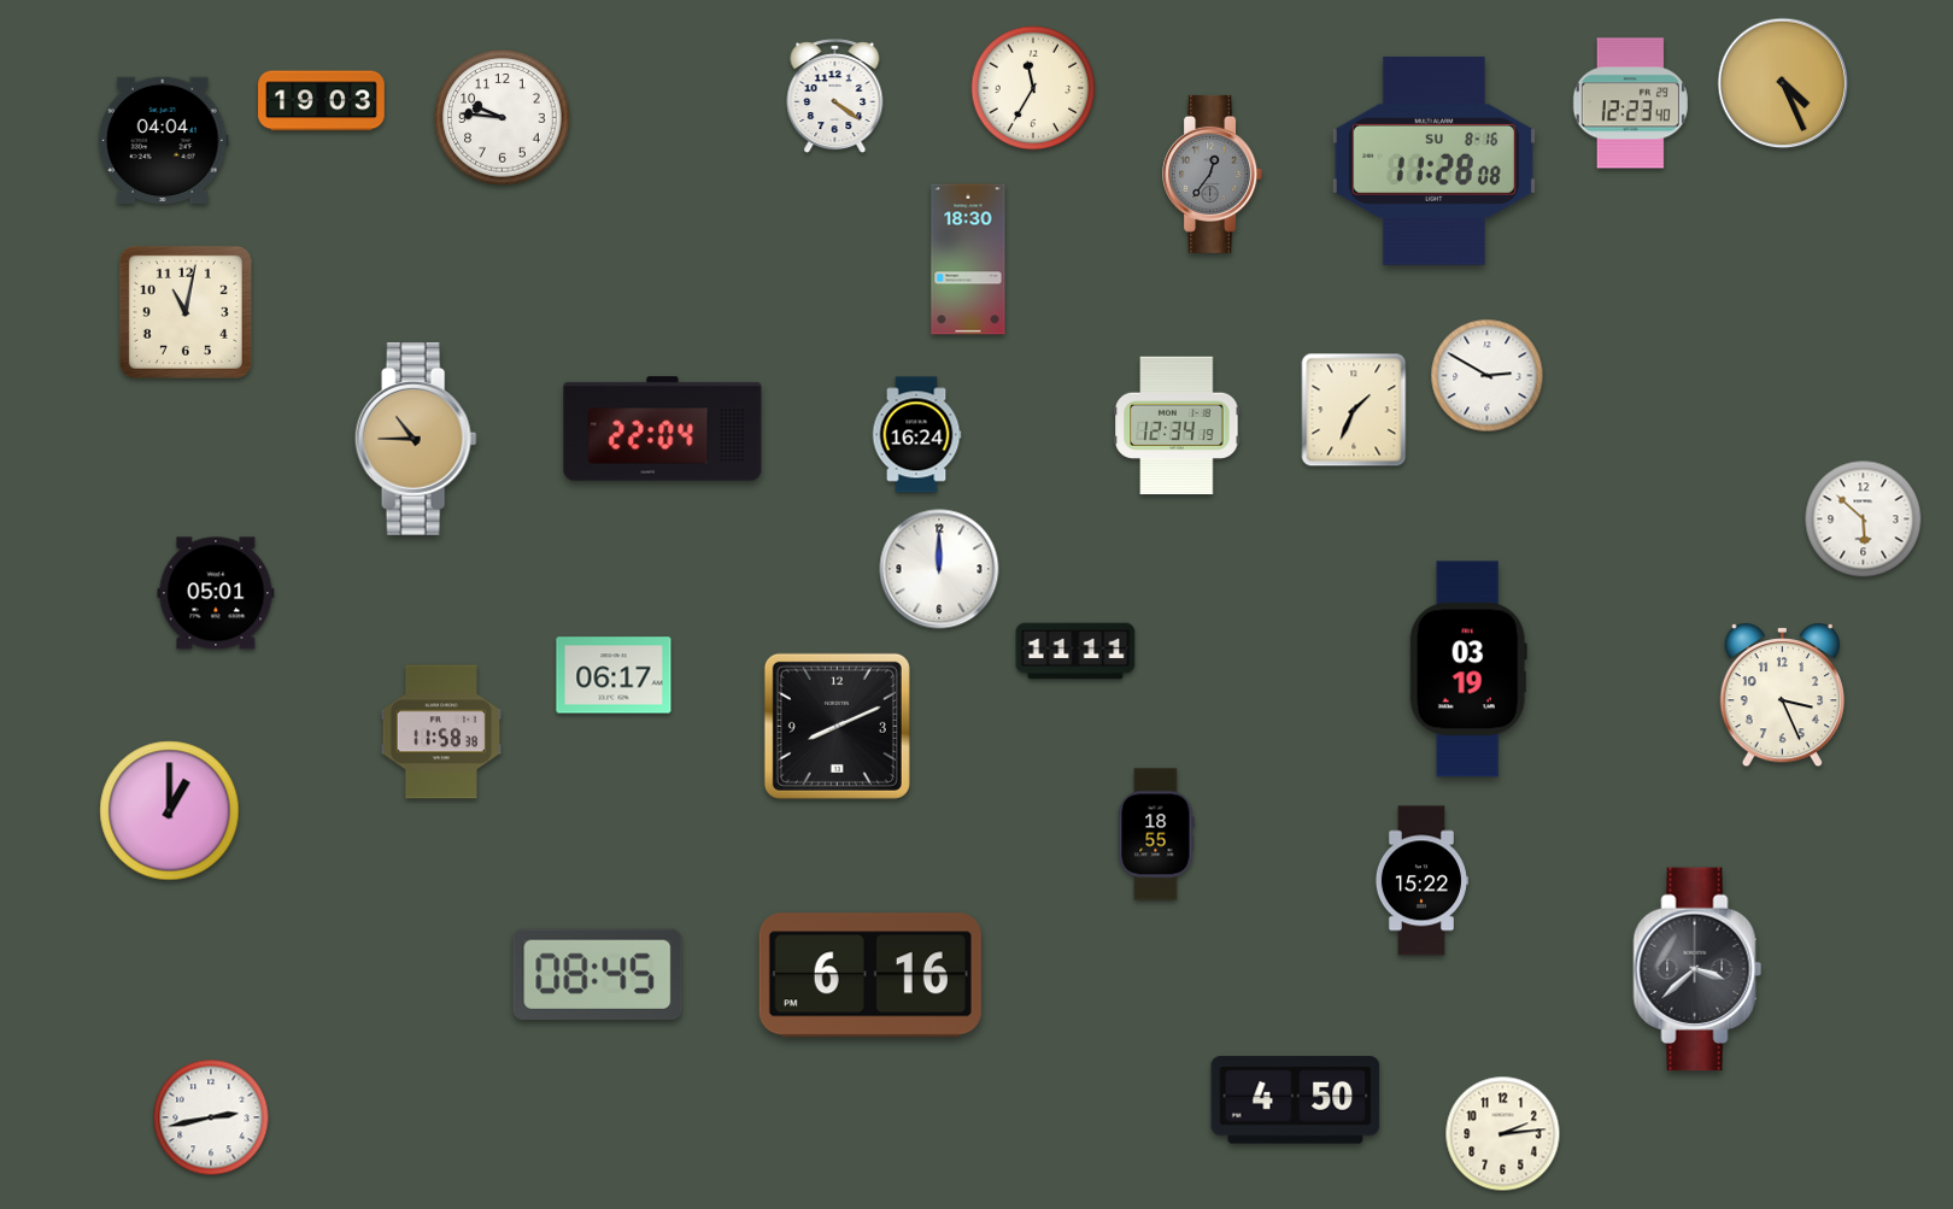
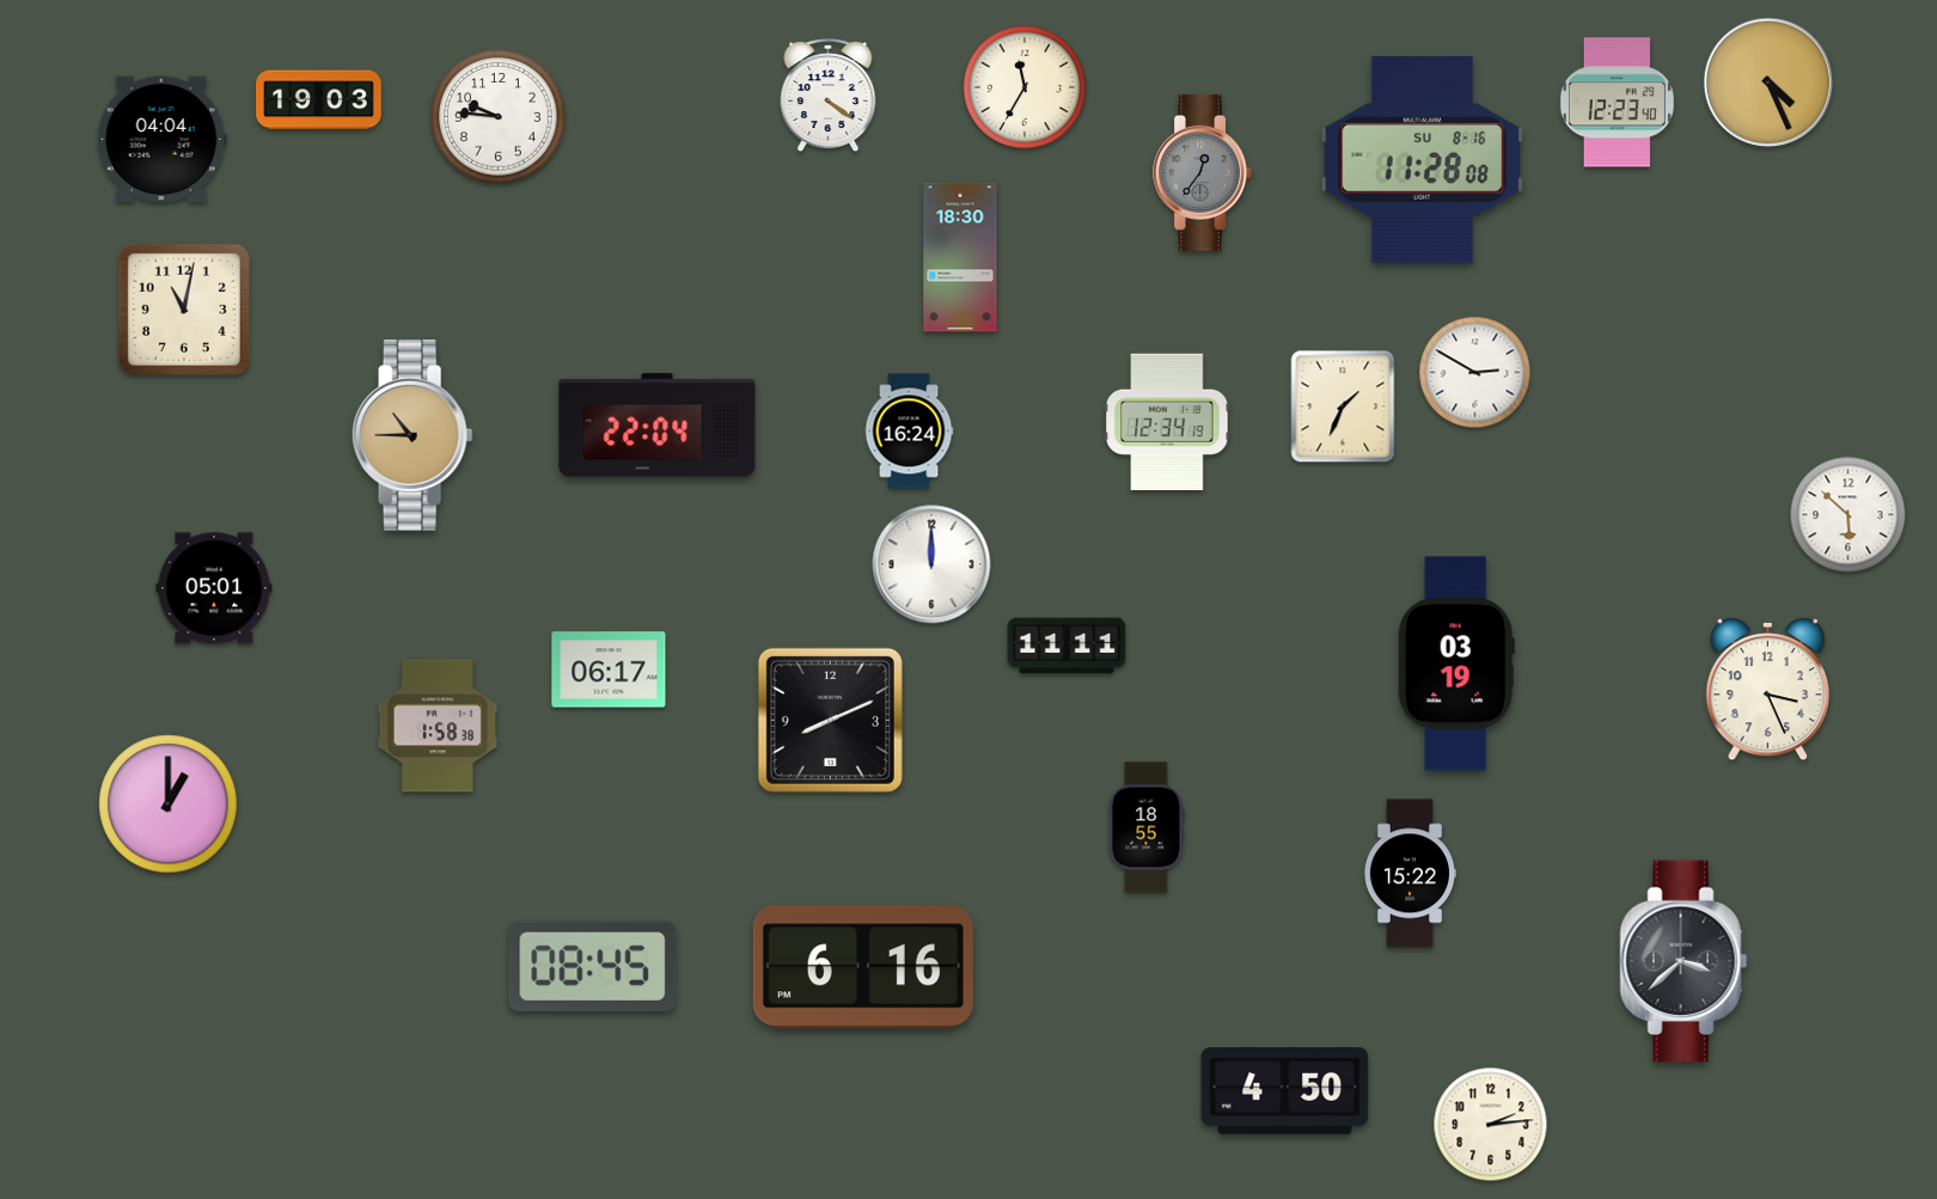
clock at (440, 732): 11:58 -> 1:58
clock at (211, 1117): 2:43 -> none
